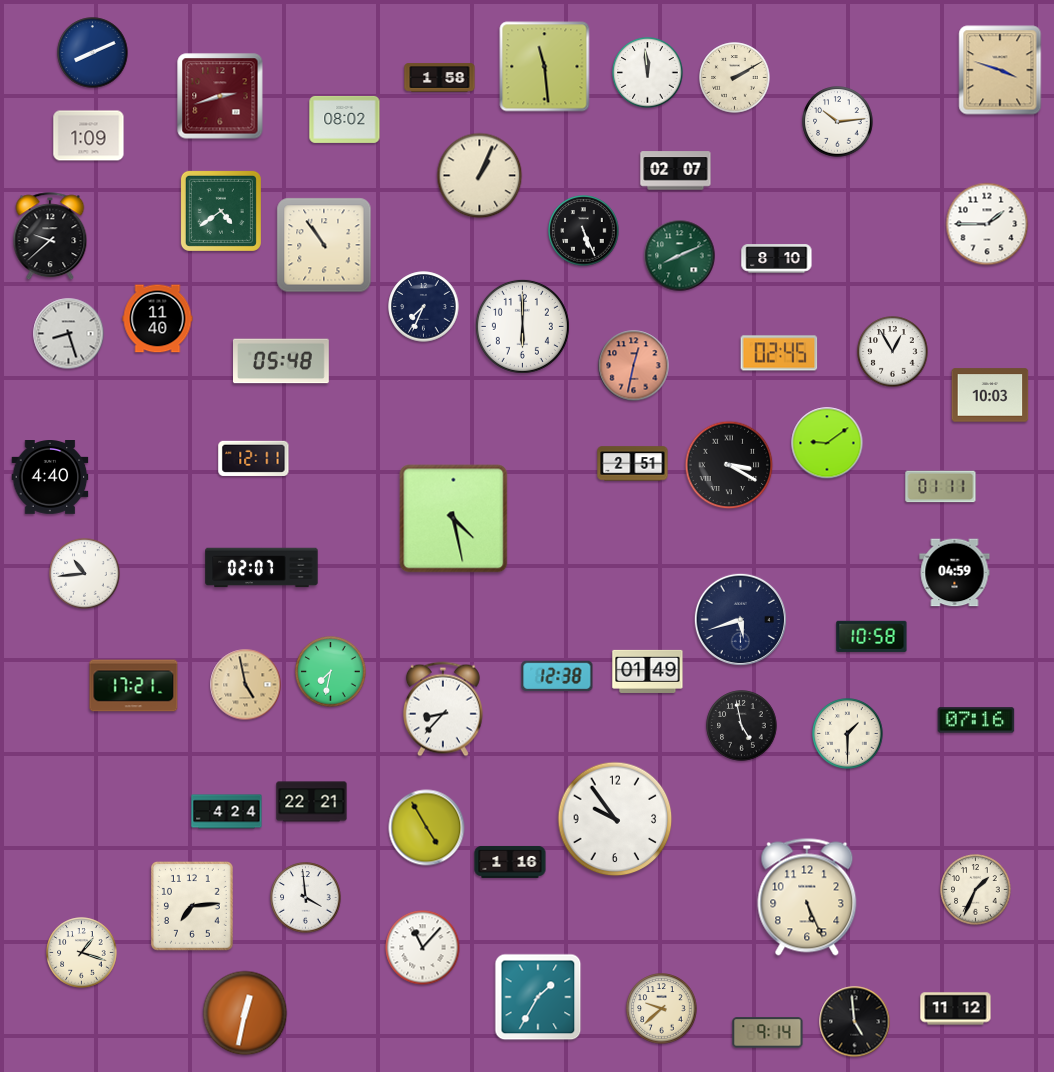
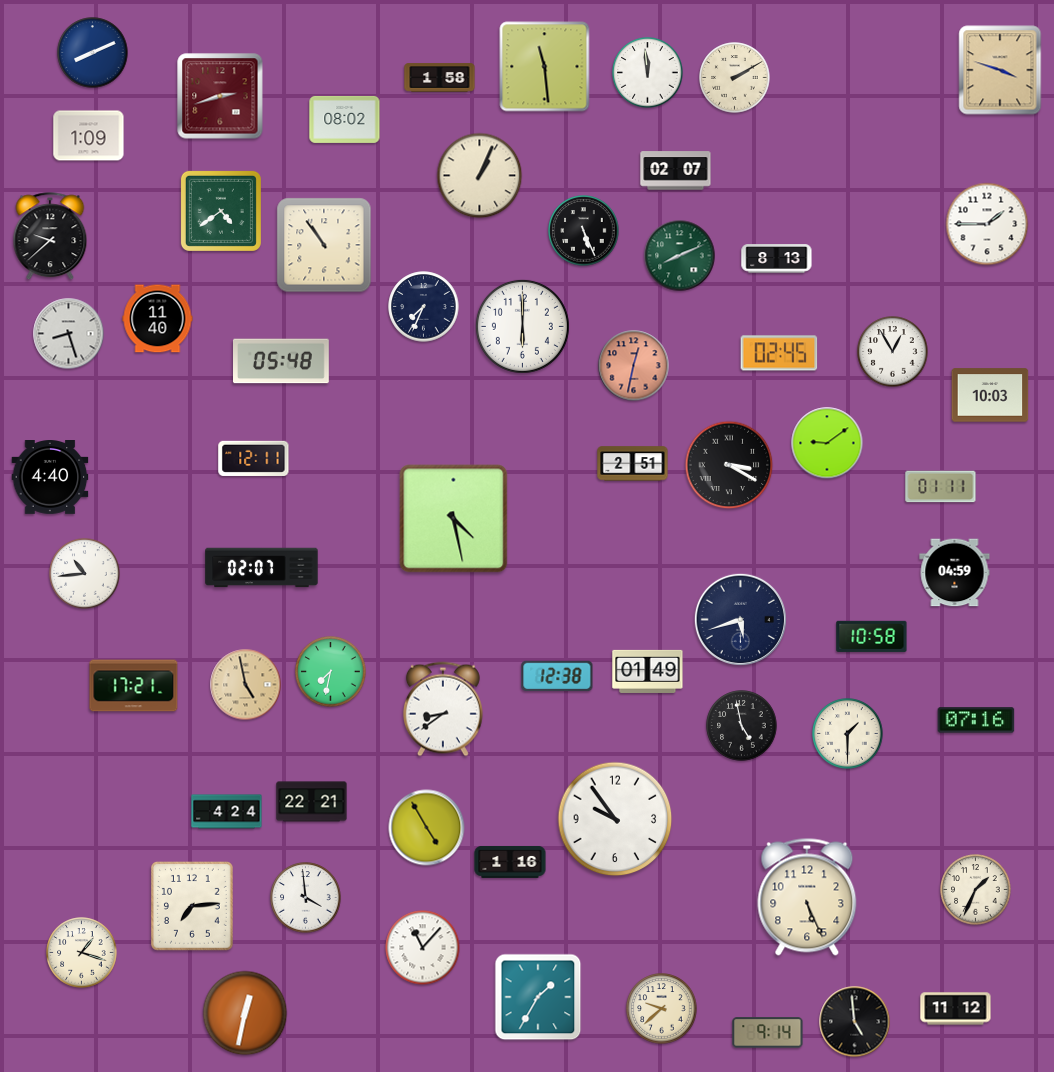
clock at (838, 122): 10:14 -> none
clock at (777, 259): 8:10 -> 8:13
clock at (443, 709): 8:37 -> 8:39
